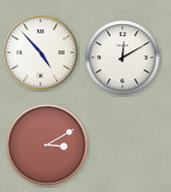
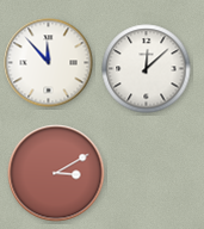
clock at (41, 53): 4:53 -> 11:53
clock at (123, 58): 12:10 -> 12:08
